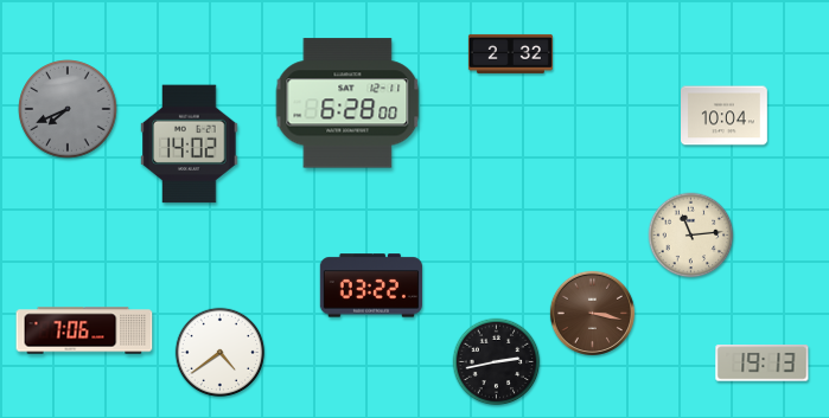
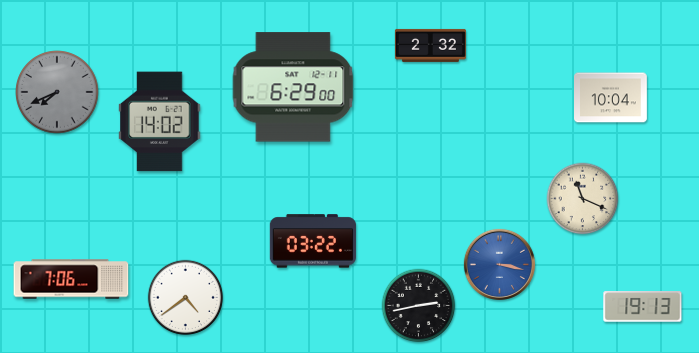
clock at (347, 103): 6:28 -> 6:29
clock at (691, 236): 11:14 -> 11:19
clock at (592, 313) dial: brown -> blue
